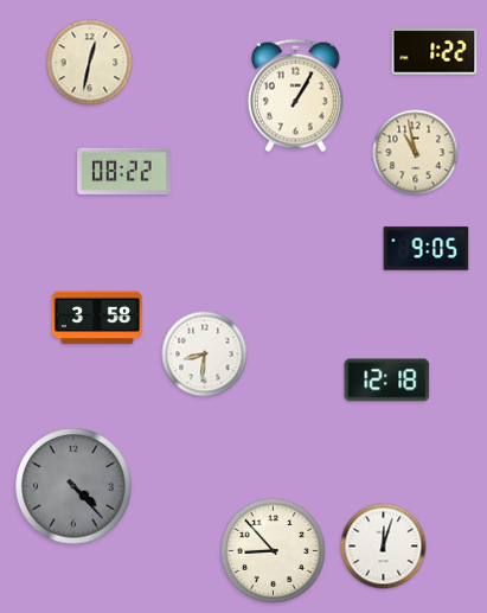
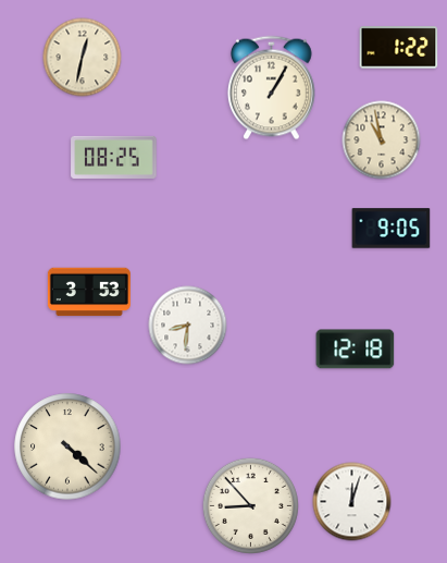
clock at (124, 171): 08:22 -> 08:25
clock at (97, 318): 3:58 -> 3:53
clock at (73, 486): 4:23 -> 4:22
clock at (73, 486) dial: grey -> cream
